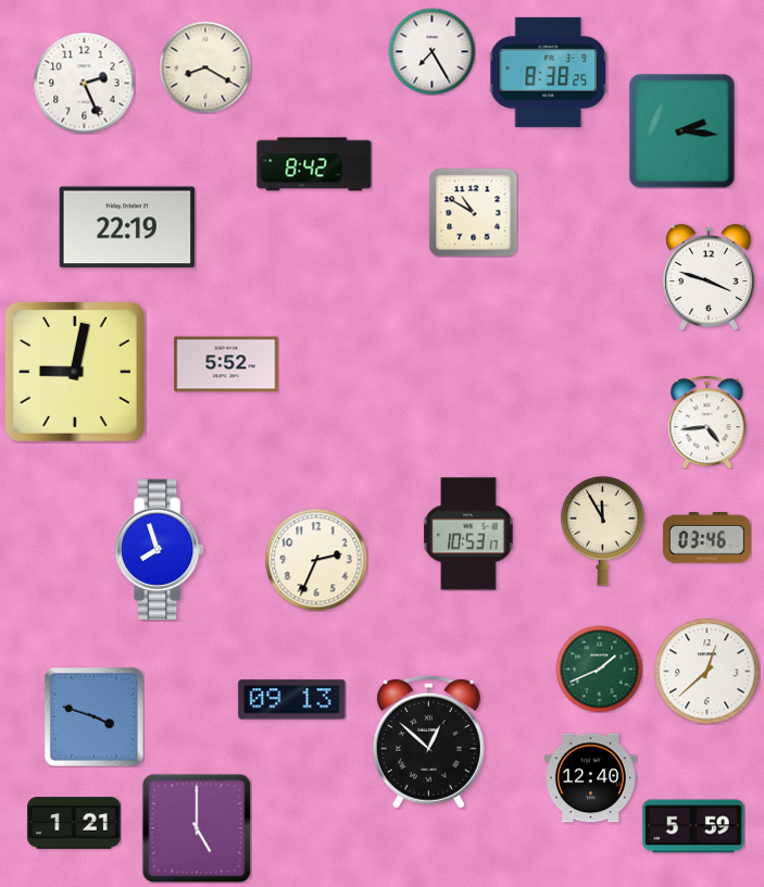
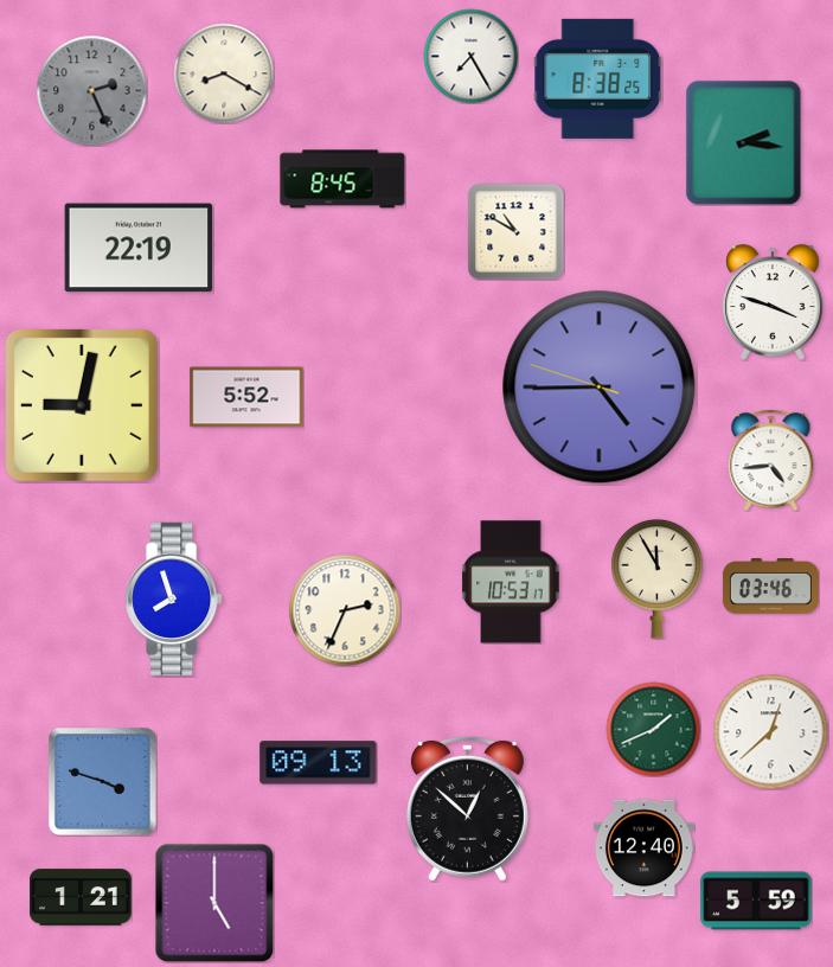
clock at (84, 83) dial: white -> grey
clock at (314, 164): 8:42 -> 8:45
clock at (600, 388): none -> 4:44
